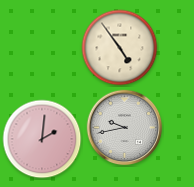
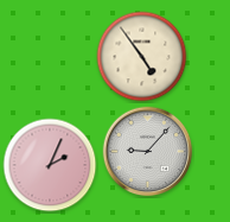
clock at (125, 128): 9:43 -> 9:07
clock at (42, 139): 2:01 -> 2:04
